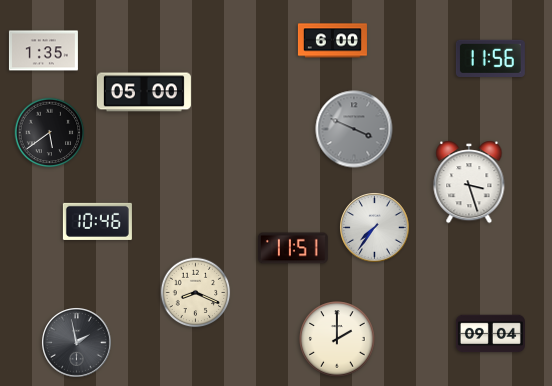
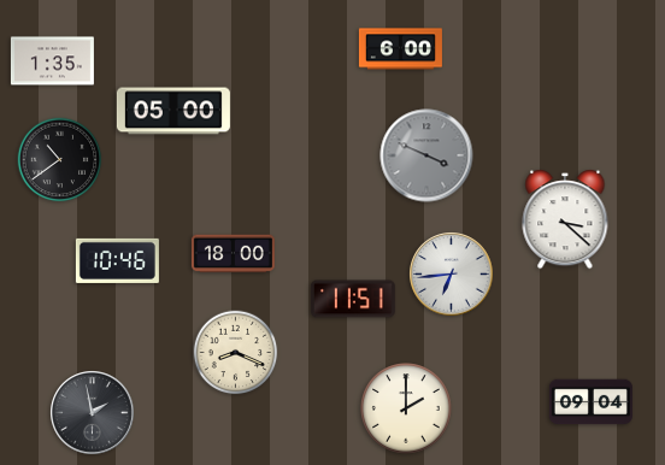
clock at (490, 58): 11:56 -> none
clock at (50, 133): 5:39 -> 10:39
clock at (469, 182): 3:27 -> 3:22
clock at (233, 254): none -> 18:00
clock at (97, 221) position: (97, 221) -> (117, 260)
clock at (375, 228): 7:36 -> 6:44
